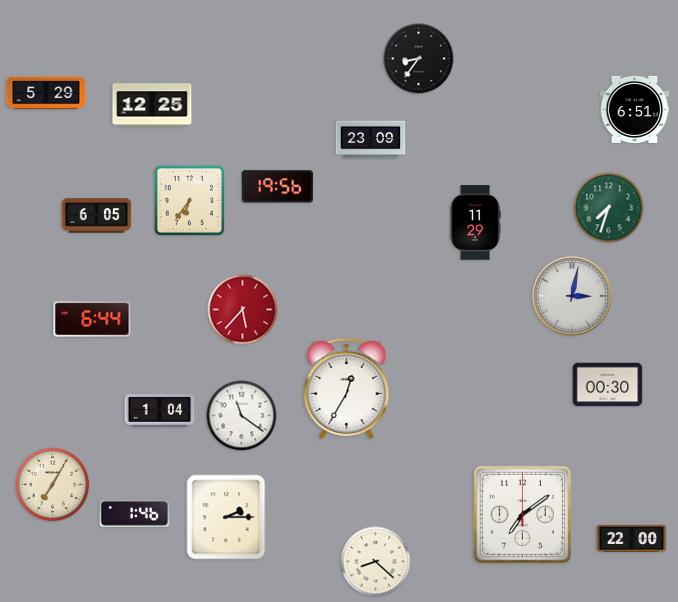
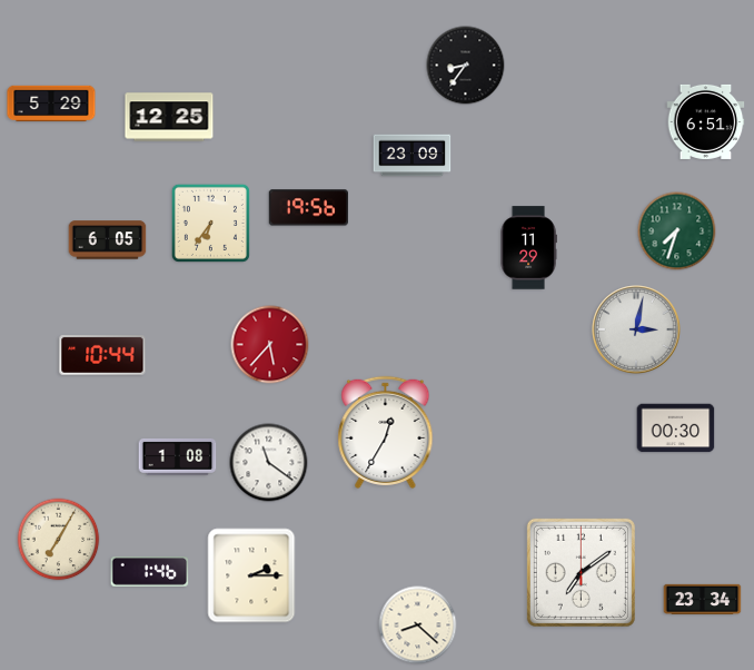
clock at (92, 320): 6:44 -> 10:44
clock at (160, 410): 1:04 -> 1:08
clock at (632, 539): 22:00 -> 23:34
